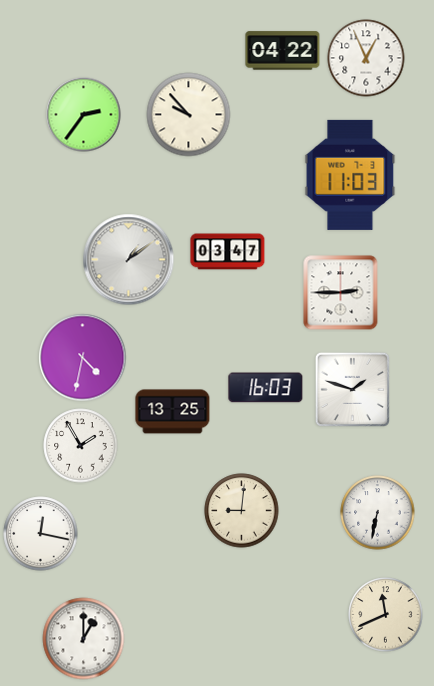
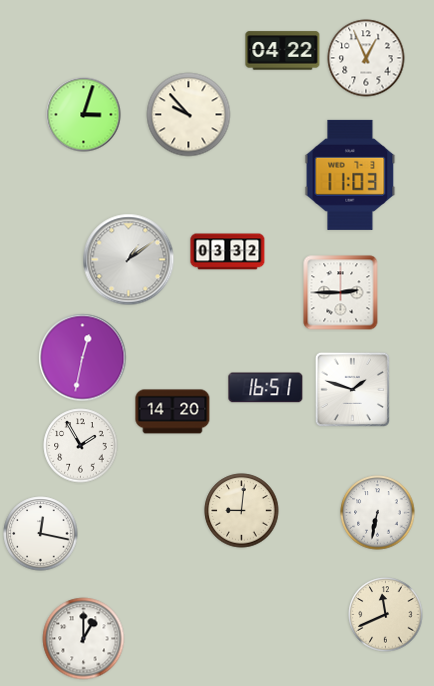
clock at (84, 115): 2:36 -> 3:03
clock at (228, 252): 03:47 -> 03:32
clock at (83, 358): 4:32 -> 12:32
clock at (266, 388): 16:03 -> 16:51
clock at (173, 412): 13:25 -> 14:20
